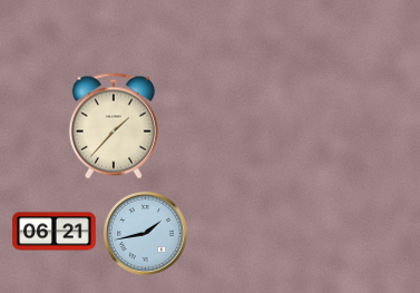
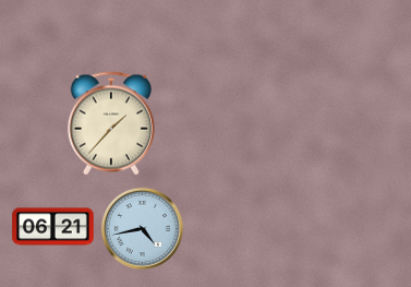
clock at (145, 233): 1:43 -> 4:43
